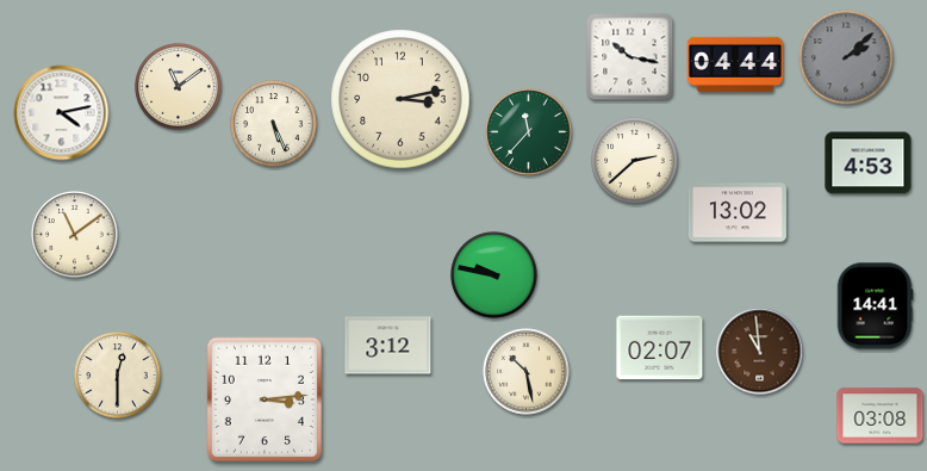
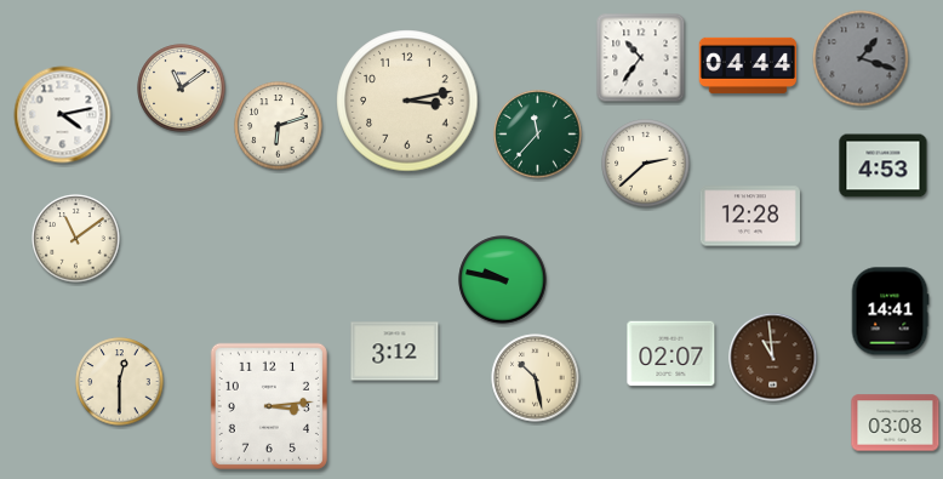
clock at (630, 57): 10:17 -> 10:36
clock at (846, 57): 2:08 -> 1:18
clock at (274, 124): 5:26 -> 6:12
clock at (738, 212): 13:02 -> 12:28
